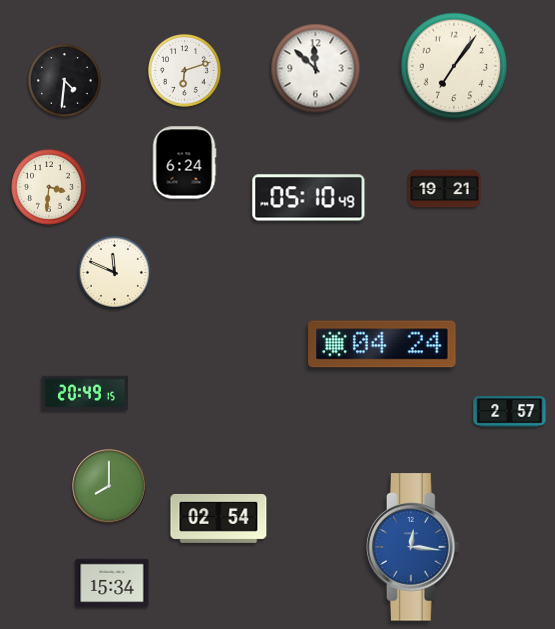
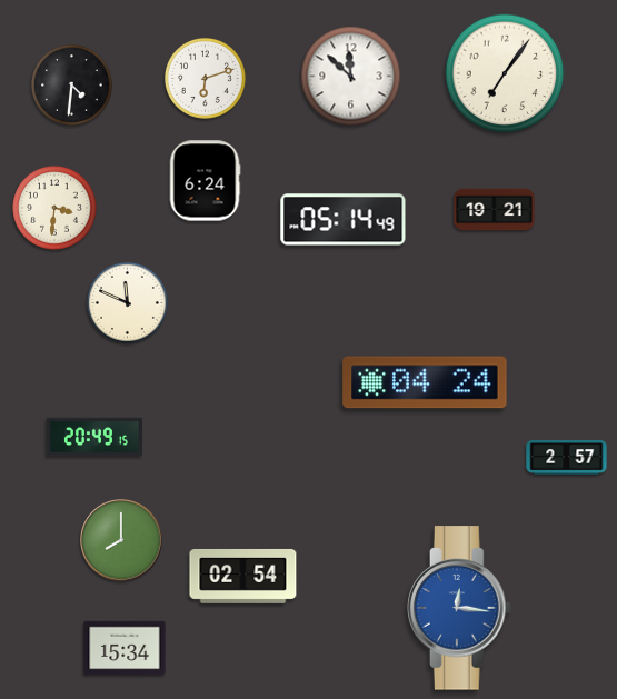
clock at (64, 80) position: (64, 80) -> (71, 84)
clock at (309, 198): 05:10 -> 05:14
